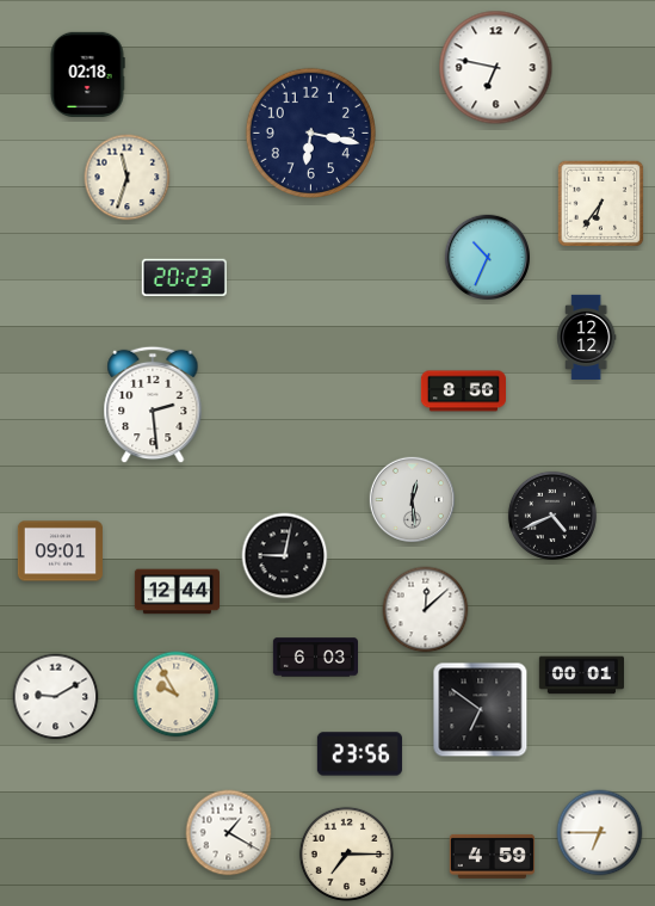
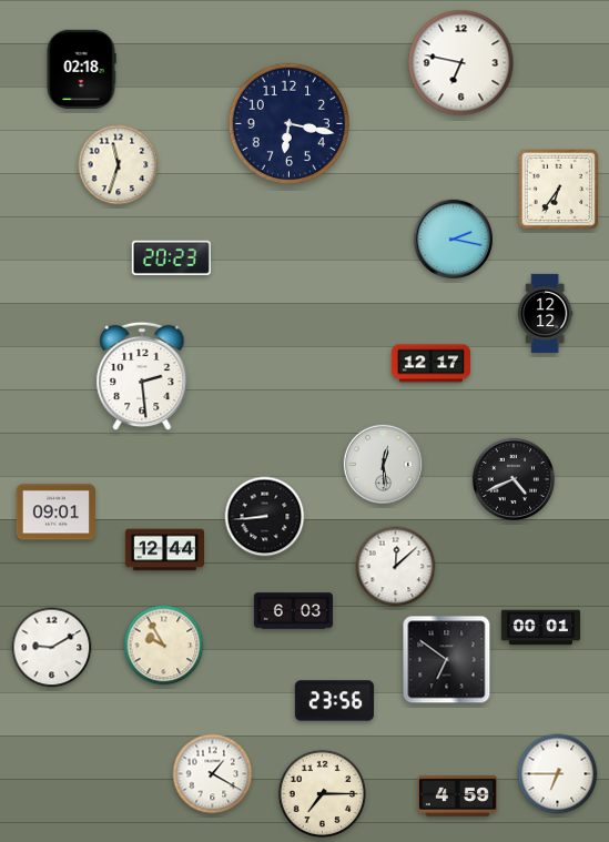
clock at (487, 257): 10:34 -> 2:17
clock at (463, 392): 8:56 -> 12:17
clock at (285, 556): 9:02 -> 8:44
